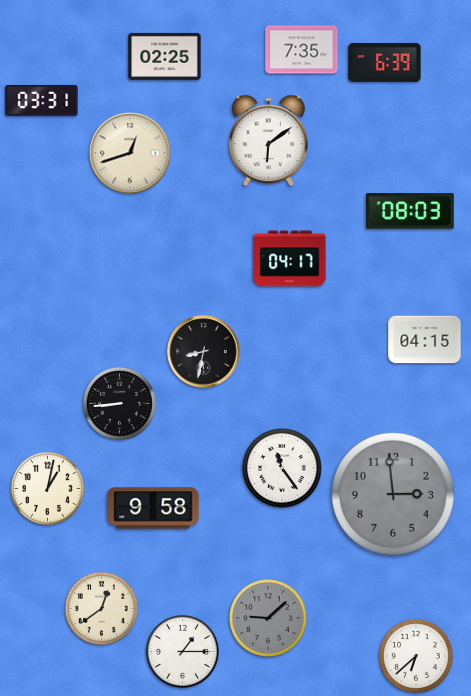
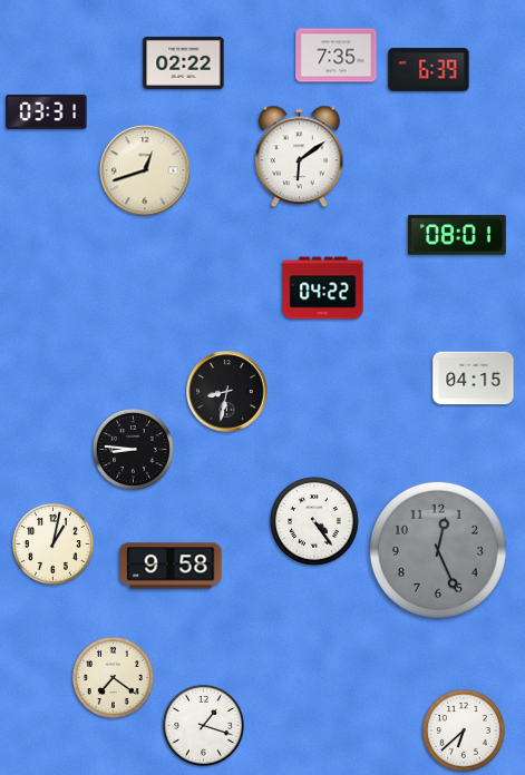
clock at (165, 56): 02:25 -> 02:22
clock at (410, 211): 08:03 -> 08:01
clock at (290, 259): 04:17 -> 04:22
clock at (119, 403): 8:44 -> 8:46
clock at (282, 468): 11:24 -> 4:24
clock at (393, 494): 2:59 -> 12:26
clock at (101, 608): 12:39 -> 7:21
clock at (268, 618): 9:08 -> none
clock at (182, 651): 1:15 -> 1:18
